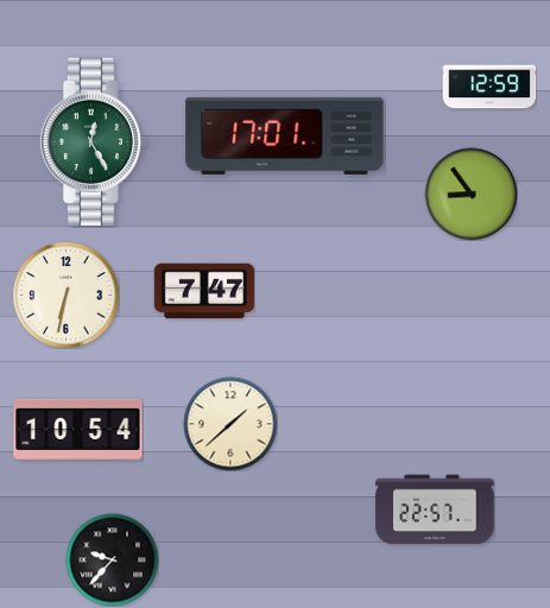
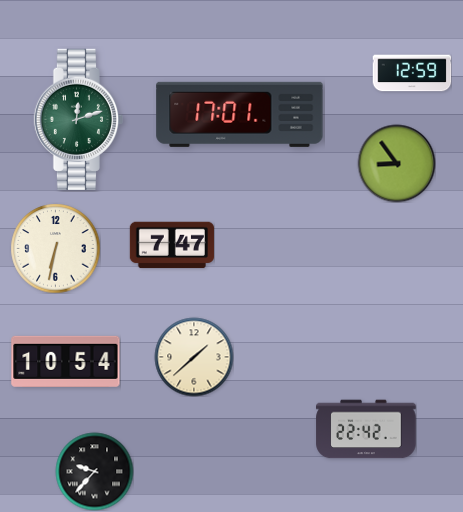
clock at (93, 141): 12:25 -> 12:12
clock at (435, 509): 22:57 -> 22:42
